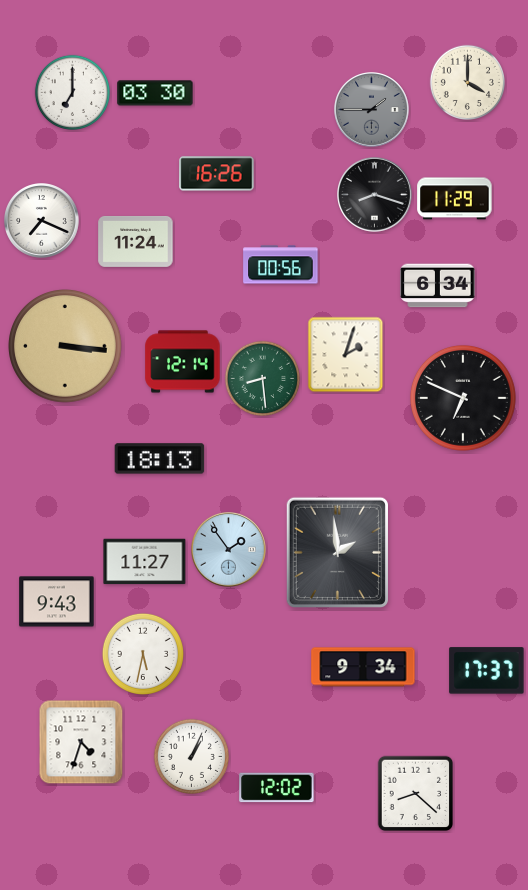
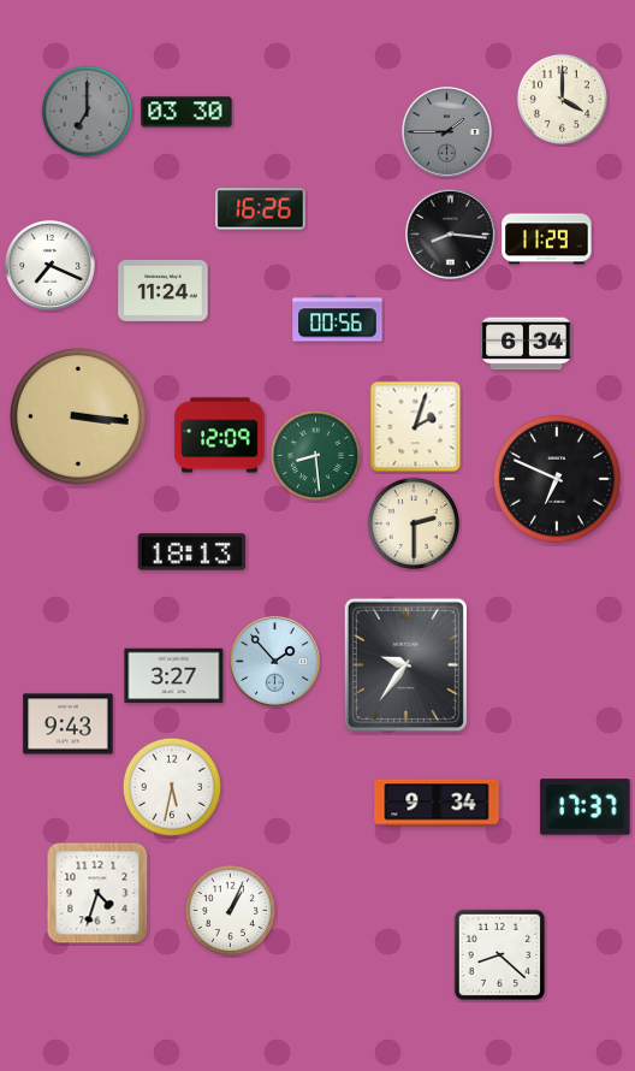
clock at (72, 92) dial: white -> grey
clock at (375, 195): 8:18 -> 8:16
clock at (183, 362): 12:14 -> 12:09
clock at (413, 522): none -> 2:30
clock at (229, 550): 1:54 -> 1:53
clock at (337, 552): 1:59 -> 9:36
clock at (145, 562): 11:27 -> 3:27
clock at (277, 788): 12:02 -> none
